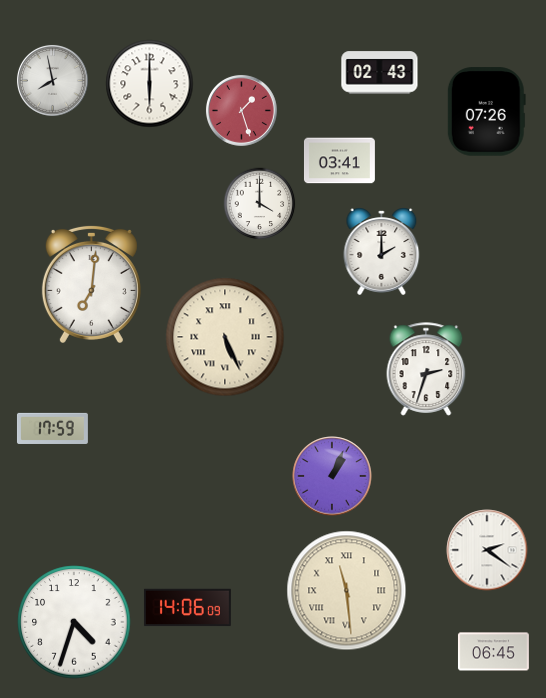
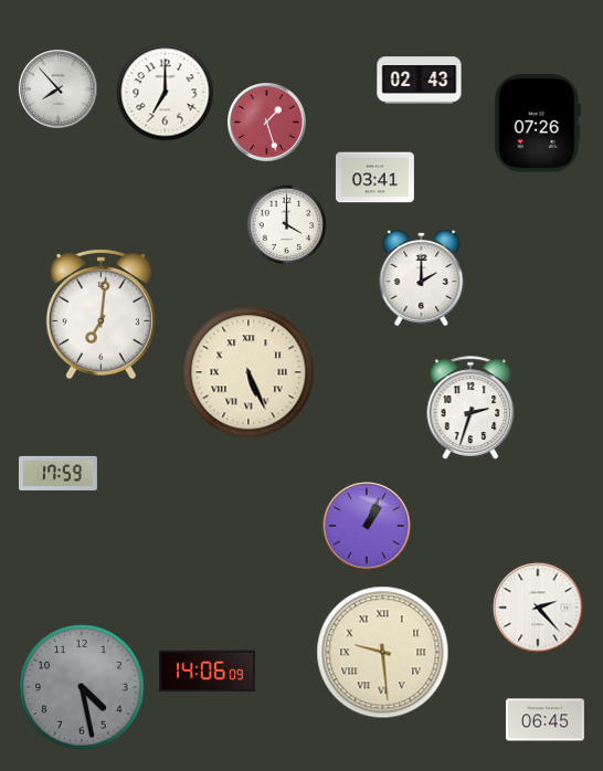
clock at (52, 80): 7:58 -> 7:53
clock at (150, 84): 6:00 -> 7:00
clock at (487, 550): 2:21 -> 2:23
clock at (347, 591): 11:29 -> 9:29
clock at (74, 622): 4:33 -> 4:28
clock at (74, 622) dial: white -> grey
